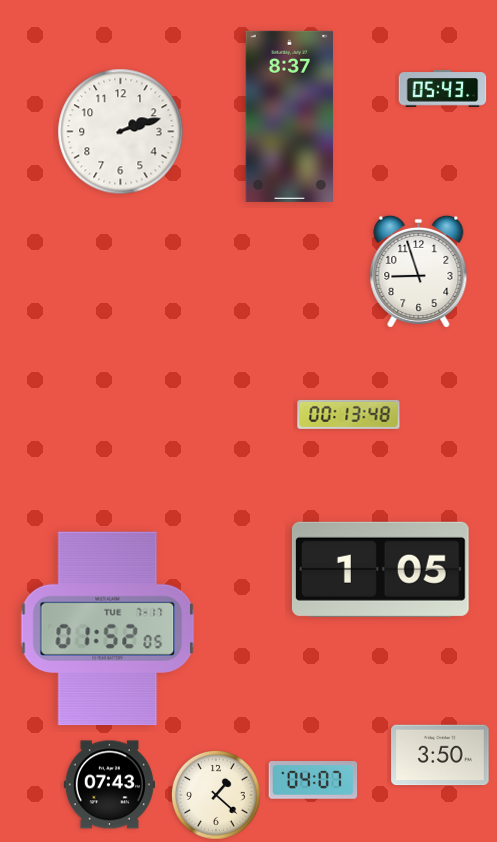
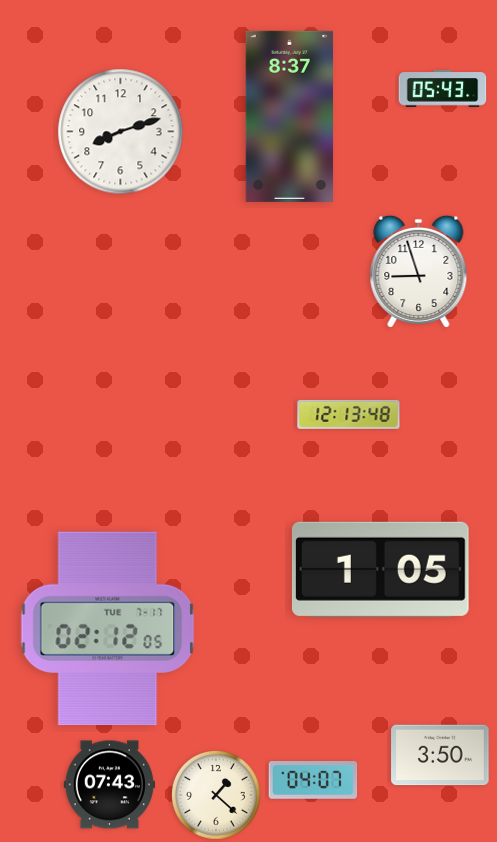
clock at (121, 132): 2:12 -> 8:12
clock at (349, 414): 00:13 -> 12:13
clock at (108, 629): 01:52 -> 02:12
